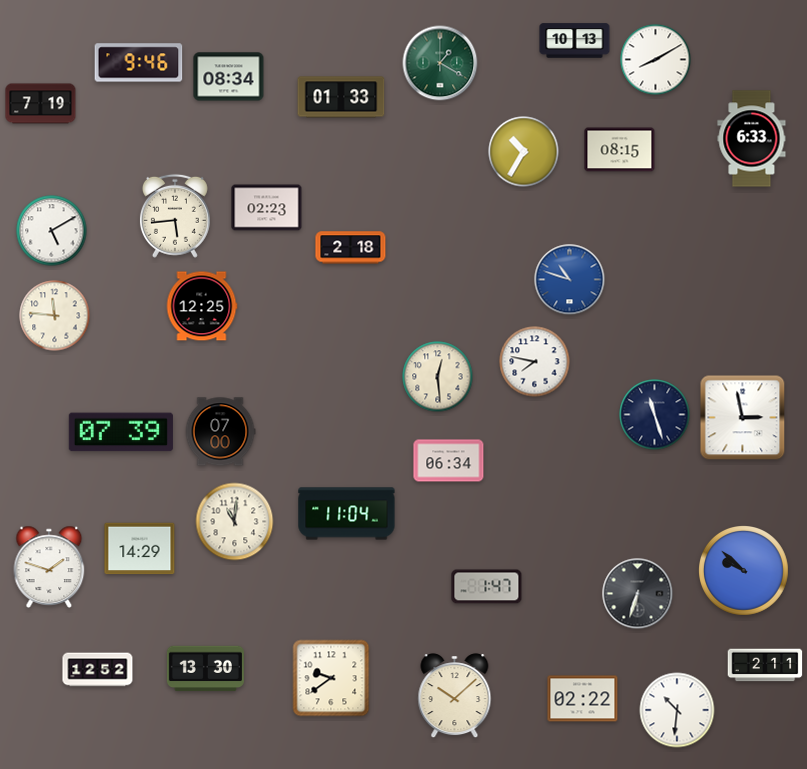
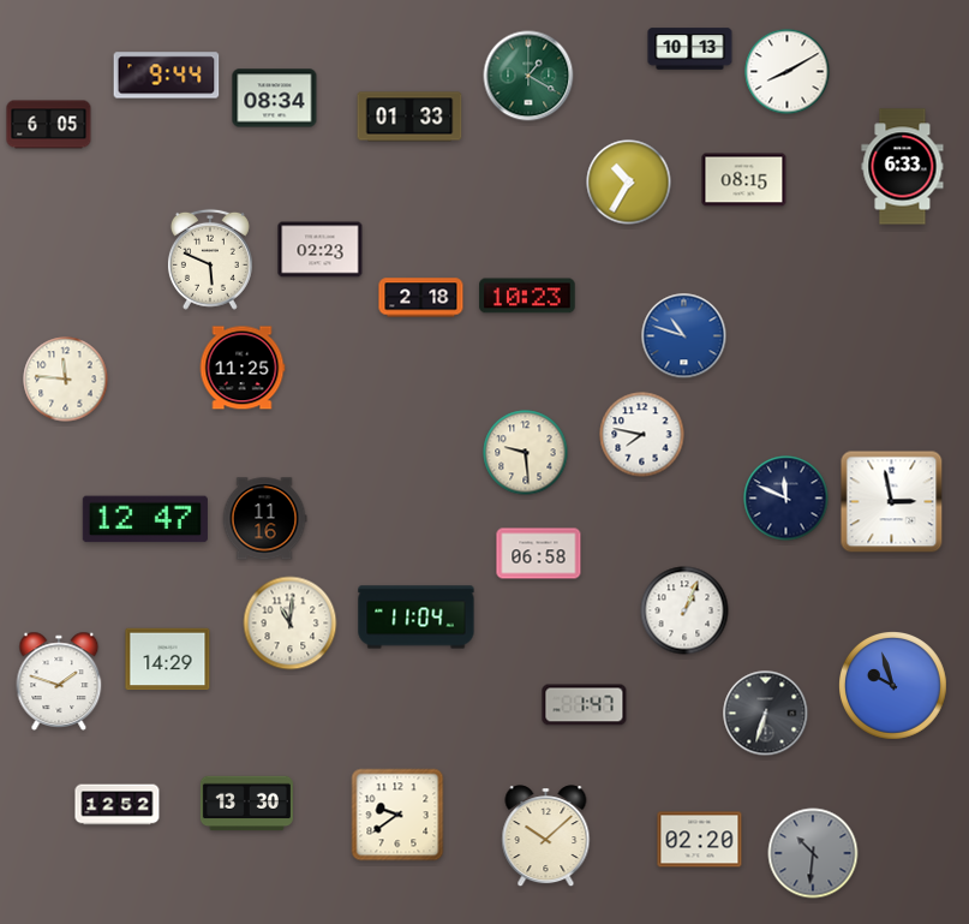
clock at (139, 63): 9:46 -> 9:44
clock at (229, 77) position: (229, 77) -> (275, 99)
clock at (41, 104): 7:19 -> 6:05
clock at (175, 216): 5:44 -> 5:49
clock at (52, 231): 5:10 -> none
clock at (527, 296): none -> 10:23
clock at (202, 306): 12:25 -> 11:25
clock at (438, 377): 12:29 -> 9:29
clock at (655, 415): 11:27 -> 11:49
clock at (121, 432): 07:39 -> 12:47
clock at (220, 432): 07:00 -> 11:16
clock at (449, 461): 06:34 -> 06:58
clock at (684, 610): none -> 1:04
clock at (235, 522) position: (235, 522) -> (291, 624)
clock at (744, 571): 9:52 -> 9:57
clock at (765, 665): 2:11 -> none
clock at (583, 699): 02:22 -> 02:20
clock at (677, 710) dial: white -> grey
